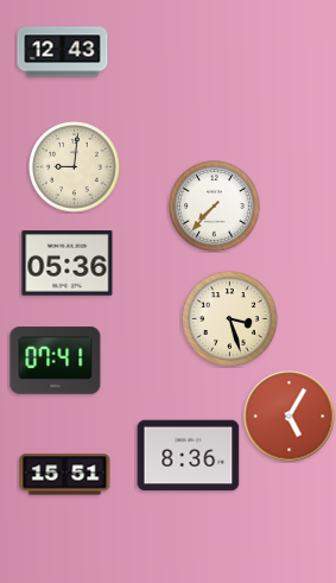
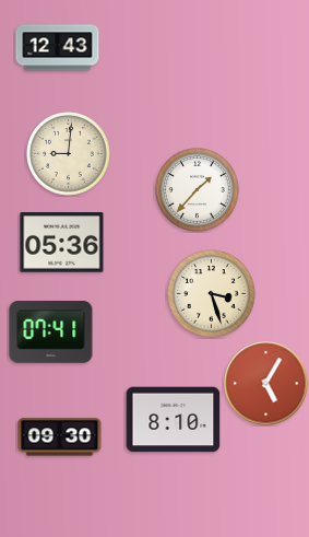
clock at (215, 207): 7:37 -> 1:37
clock at (189, 456): 8:36 -> 8:10
clock at (65, 475): 15:51 -> 09:30
